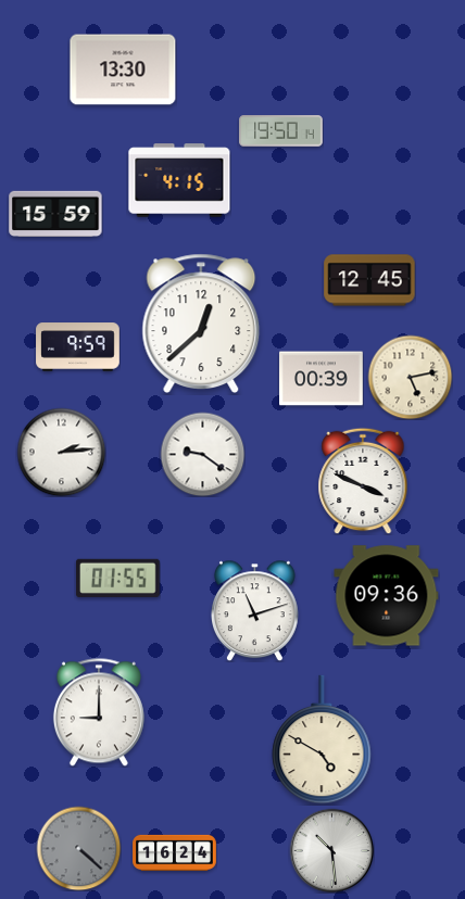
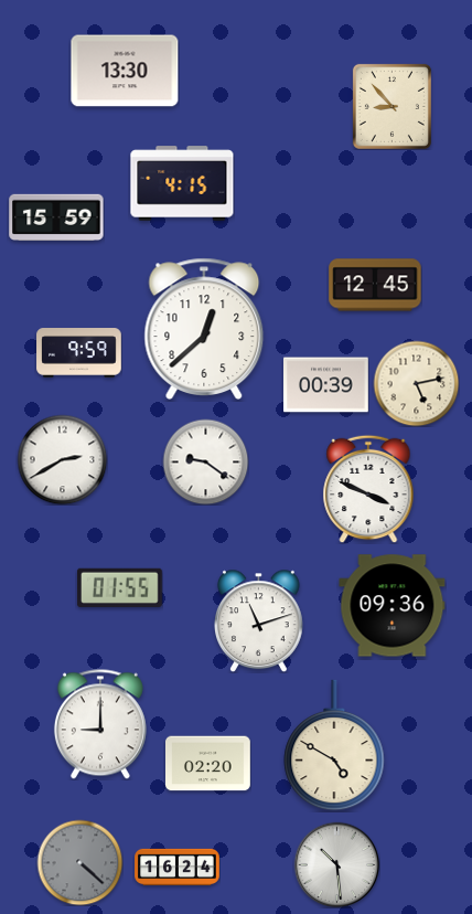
clock at (391, 106): none -> 8:53
clock at (281, 131): 19:50 -> none
clock at (61, 452): 2:14 -> 2:40
clock at (322, 739) position: (322, 739) -> (334, 745)
clock at (208, 764): none -> 02:20
